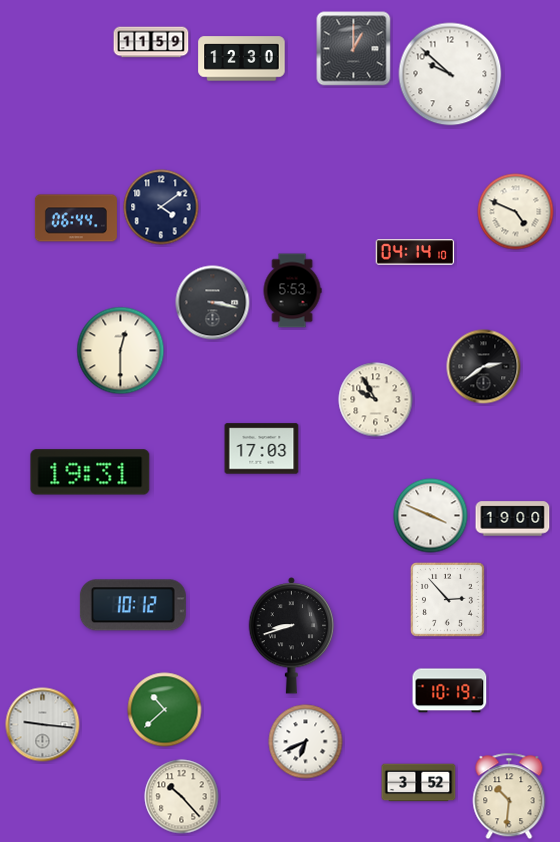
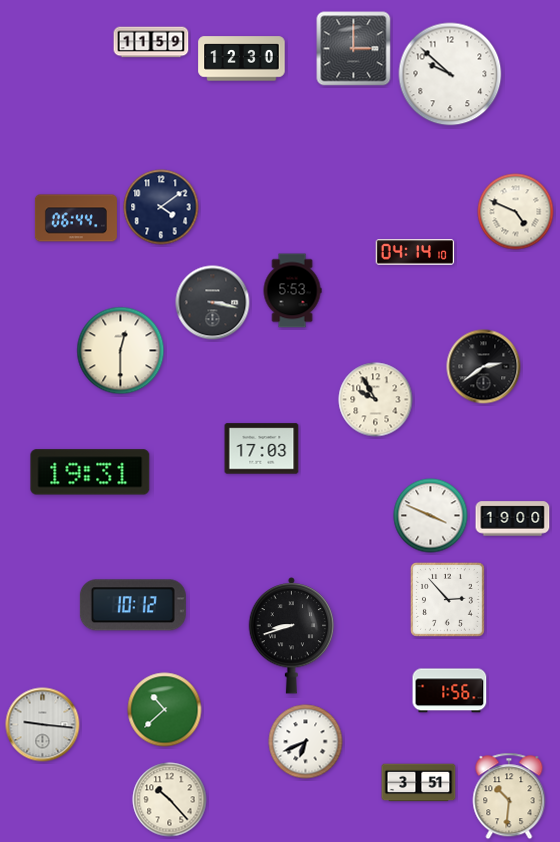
clock at (354, 49): 1:00 -> 3:00
clock at (450, 691): 10:19 -> 1:56
clock at (419, 783): 3:52 -> 3:51
clock at (182, 797) position: (182, 797) -> (170, 800)
